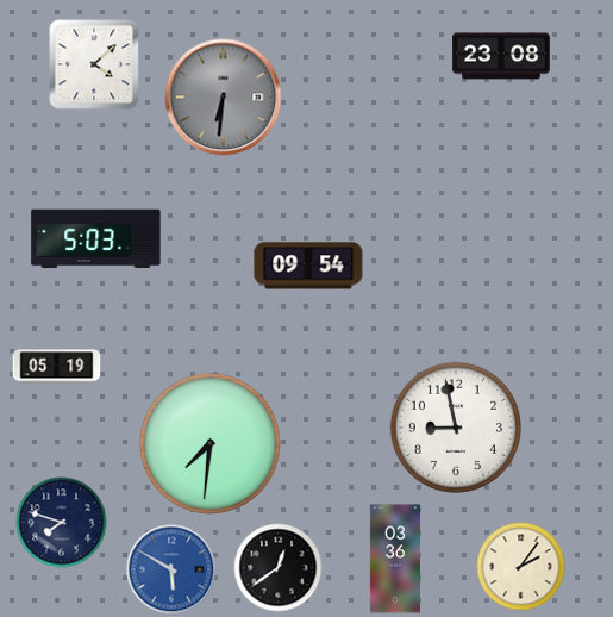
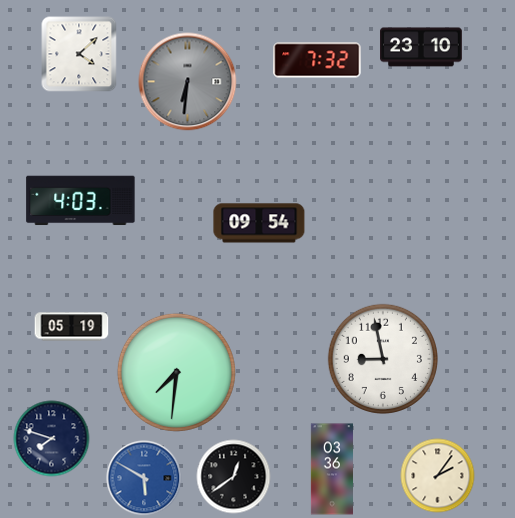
clock at (502, 56): 23:08 -> 23:10
clock at (317, 60): none -> 7:32
clock at (96, 239): 5:03 -> 4:03
clock at (57, 367) position: (57, 367) -> (72, 327)
